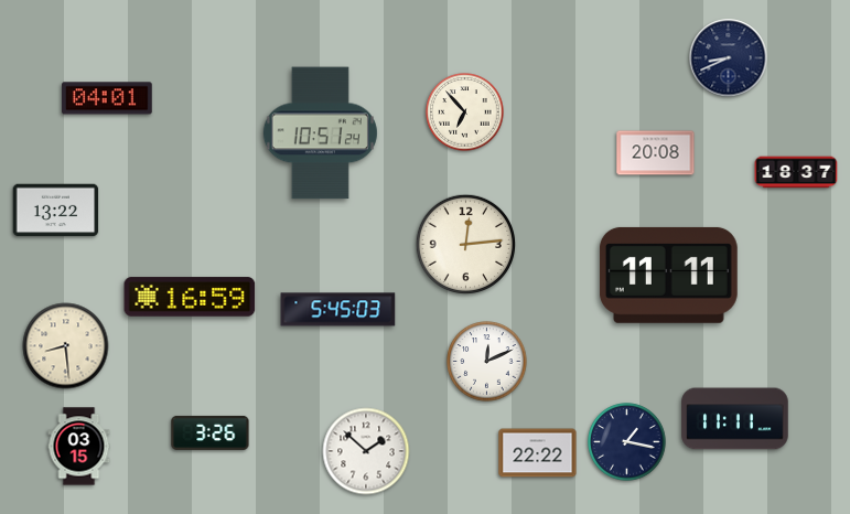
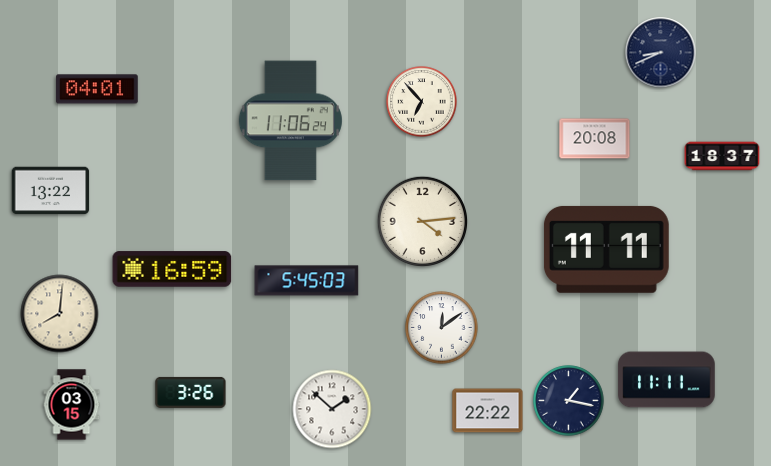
clock at (320, 133): 10:51 -> 11:06
clock at (465, 244): 12:14 -> 4:14
clock at (66, 346): 8:29 -> 8:01
clock at (487, 362): 12:11 -> 12:09
